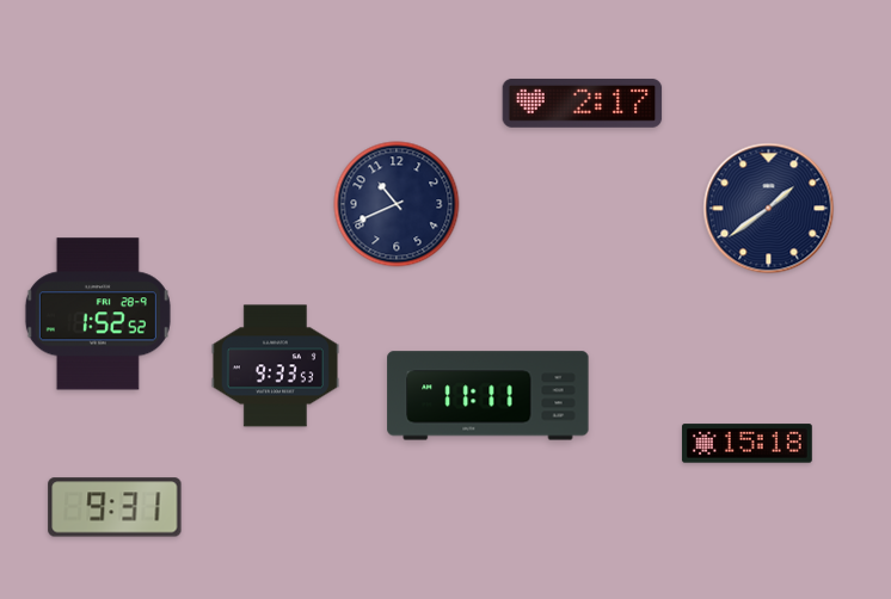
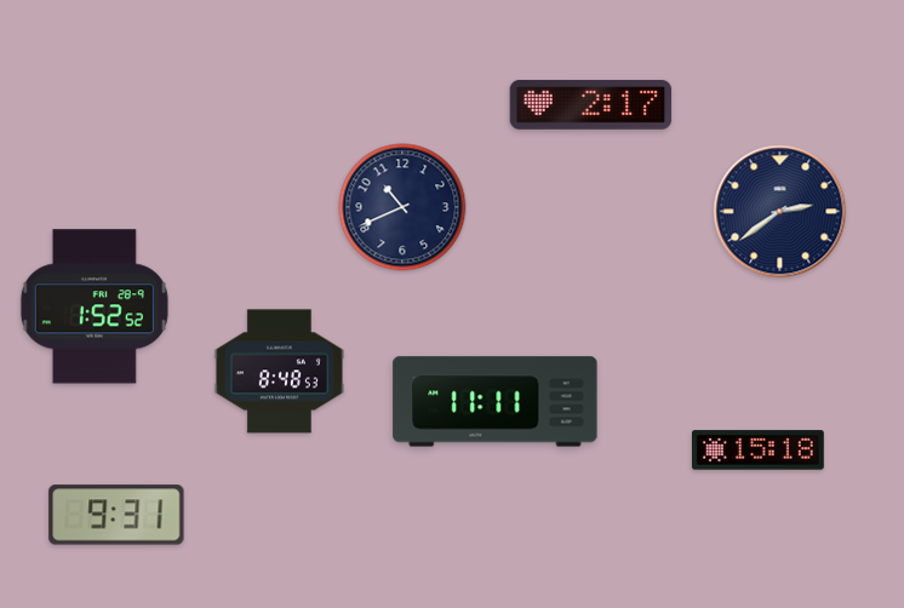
clock at (769, 209): 1:39 -> 2:39
clock at (98, 314) position: (98, 314) -> (95, 306)
clock at (275, 366): 9:33 -> 8:48
